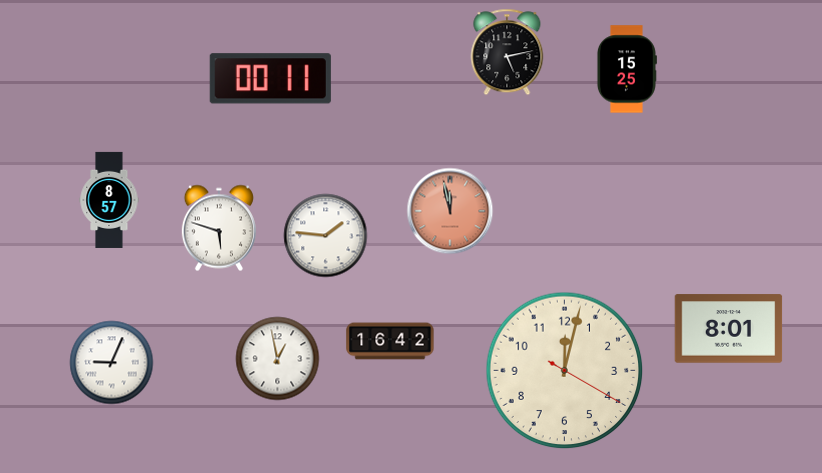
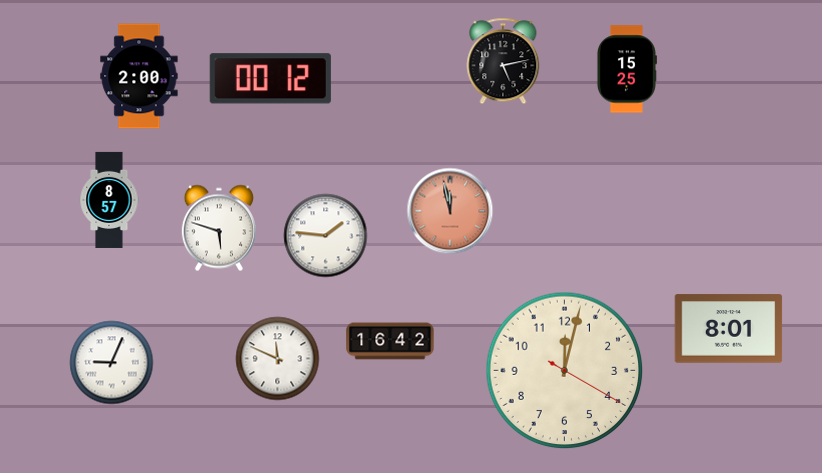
clock at (507, 52) position: (507, 52) -> (503, 61)
clock at (139, 76): none -> 2:00
clock at (270, 79): 00:11 -> 00:12
clock at (278, 359): 12:58 -> 11:49
